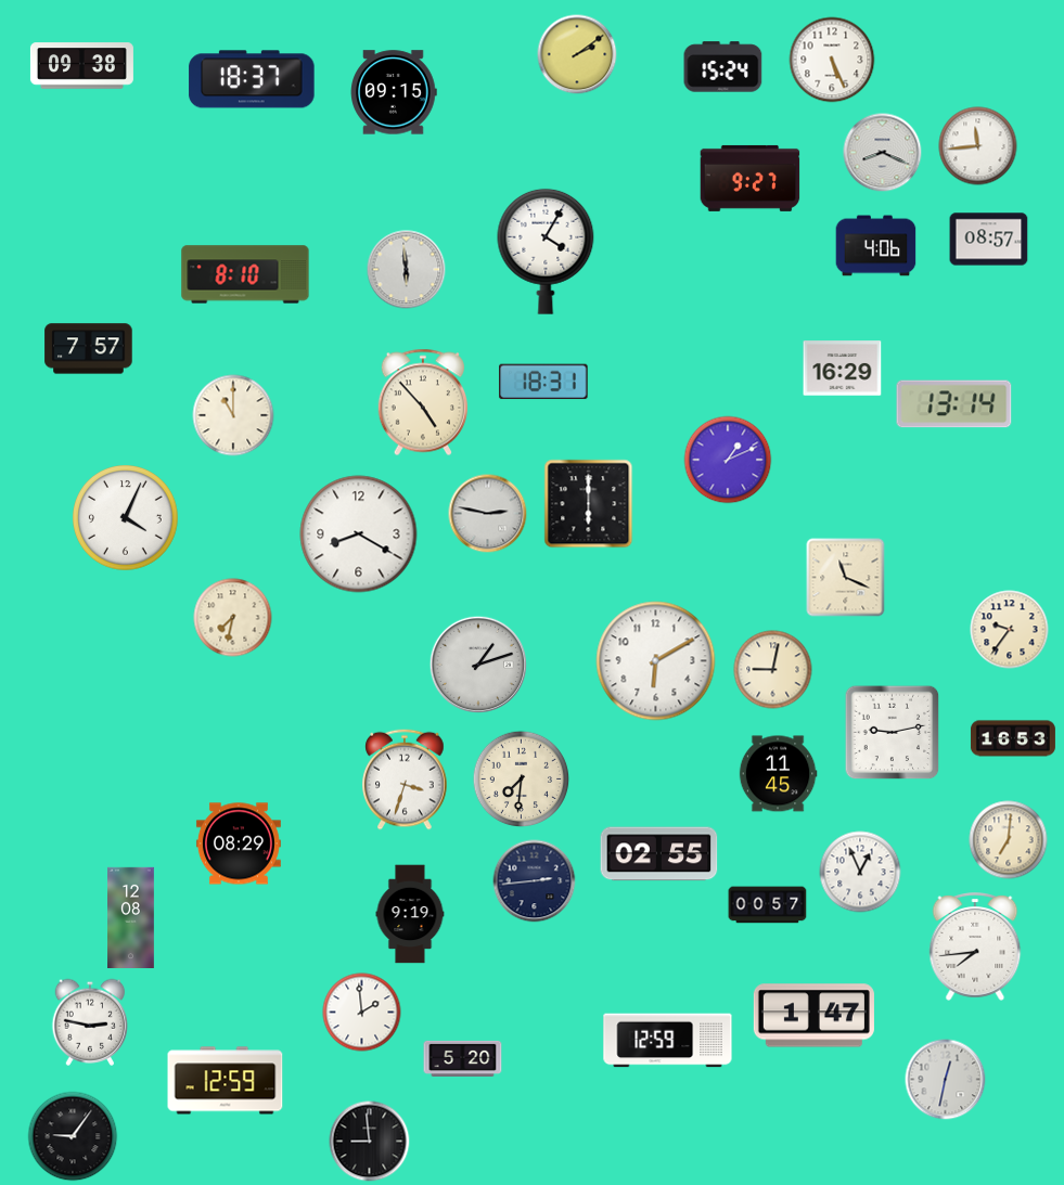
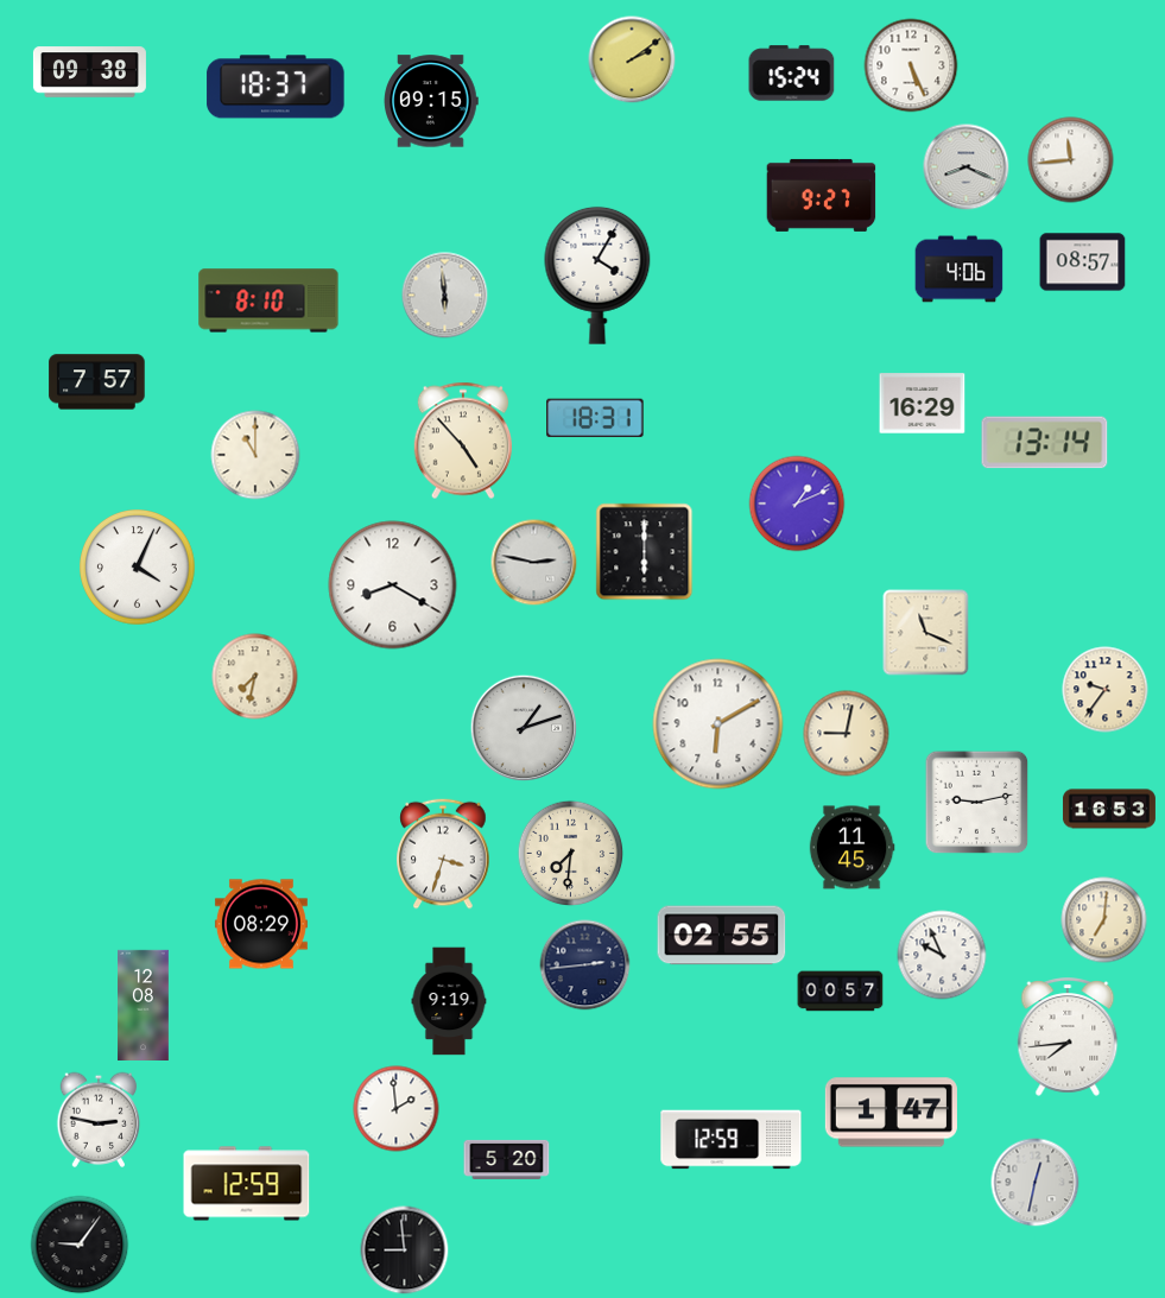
clock at (860, 872): 12:56 -> 9:56
